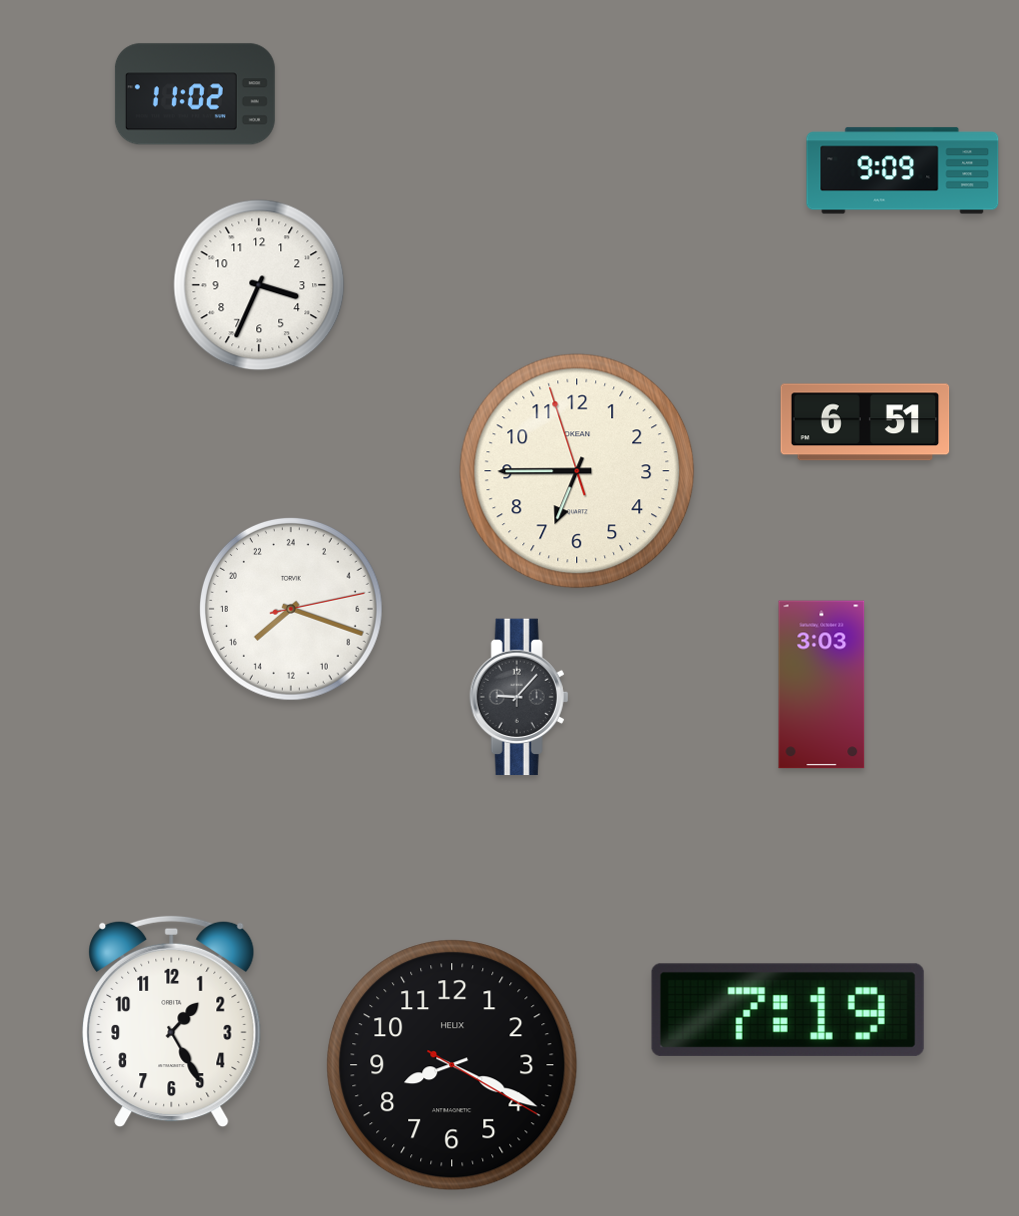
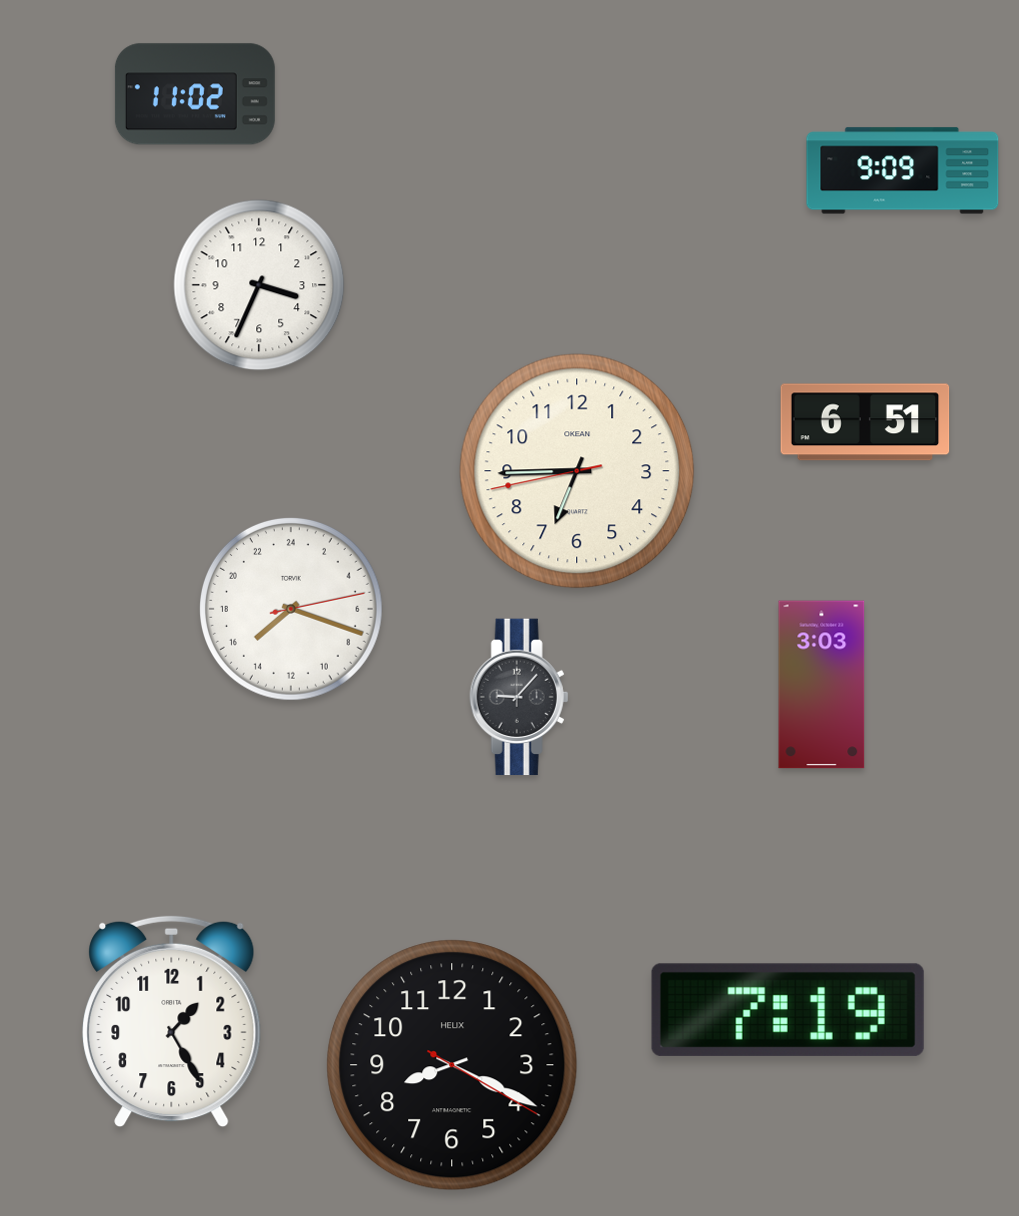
clock at (577, 471): 6:44:57 -> 6:44:43
